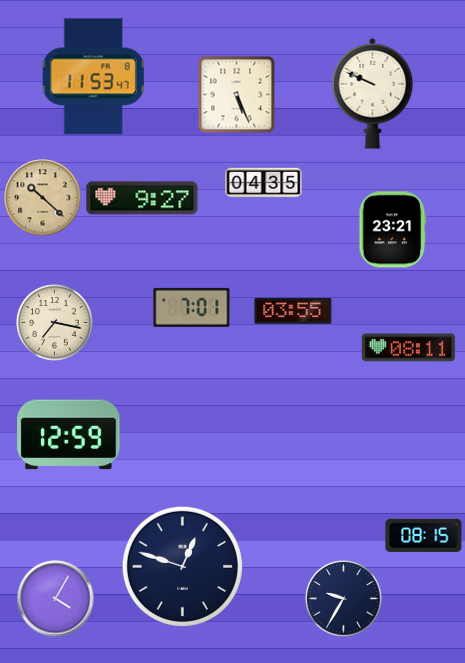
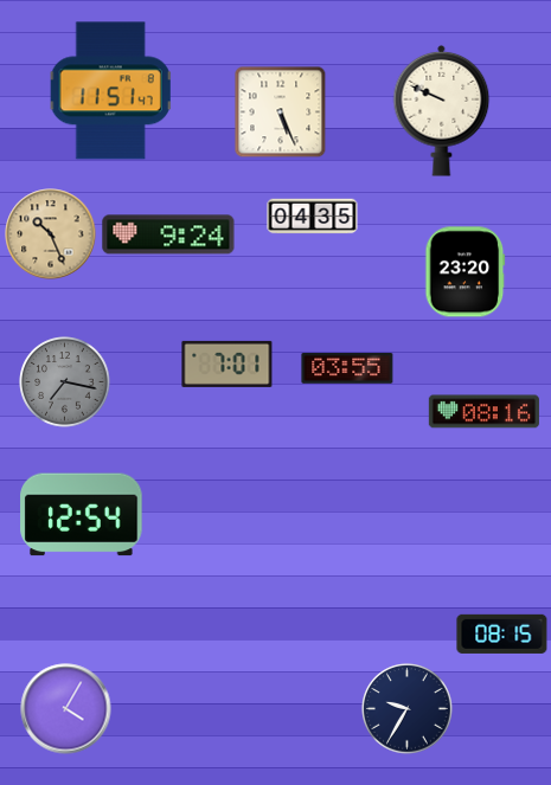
clock at (93, 77): 11:53 -> 11:51
clock at (43, 198): 10:22 -> 10:26
clock at (142, 198): 9:27 -> 9:24
clock at (393, 230): 23:21 -> 23:20
clock at (55, 323) dial: cream -> grey
clock at (408, 348): 08:11 -> 08:16
clock at (69, 435): 12:59 -> 12:54
clock at (182, 566): 12:48 -> none
